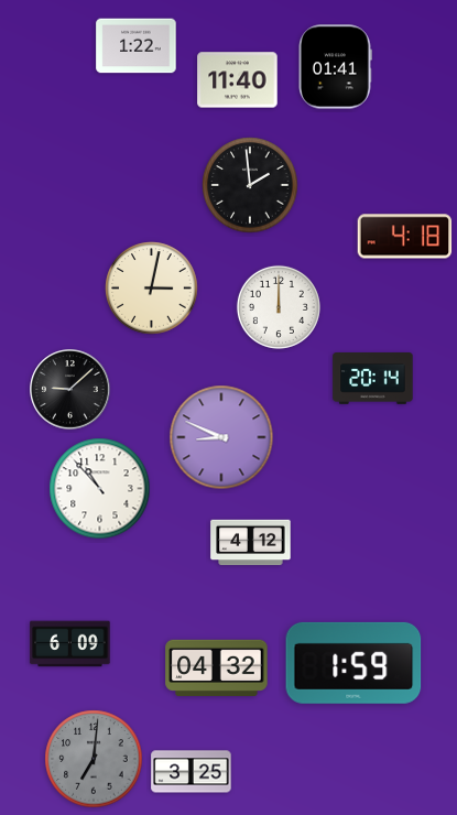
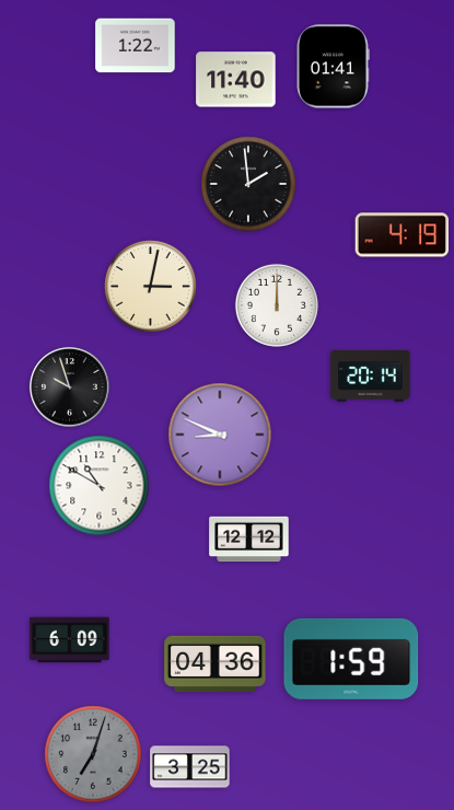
clock at (405, 237): 4:18 -> 4:19
clock at (70, 390): 9:08 -> 9:57
clock at (100, 489): 10:53 -> 10:50
clock at (251, 543): 4:12 -> 12:12
clock at (217, 667): 04:32 -> 04:36
clock at (94, 759): 7:01 -> 7:03
